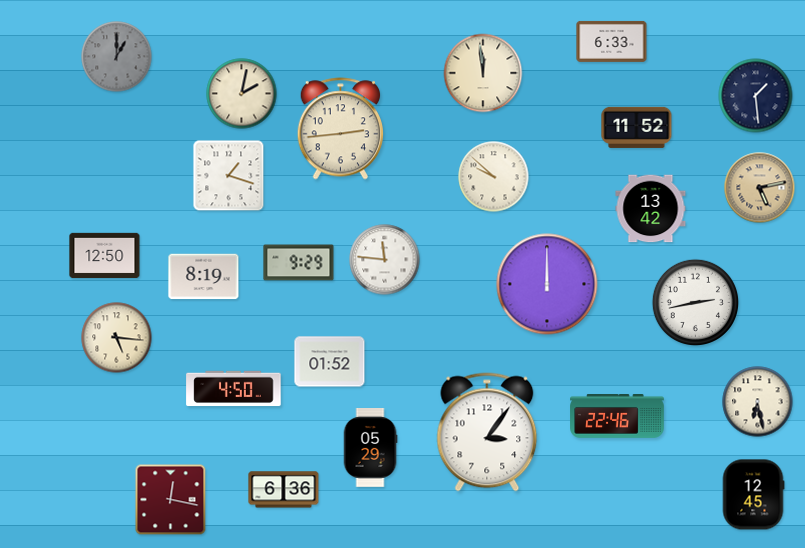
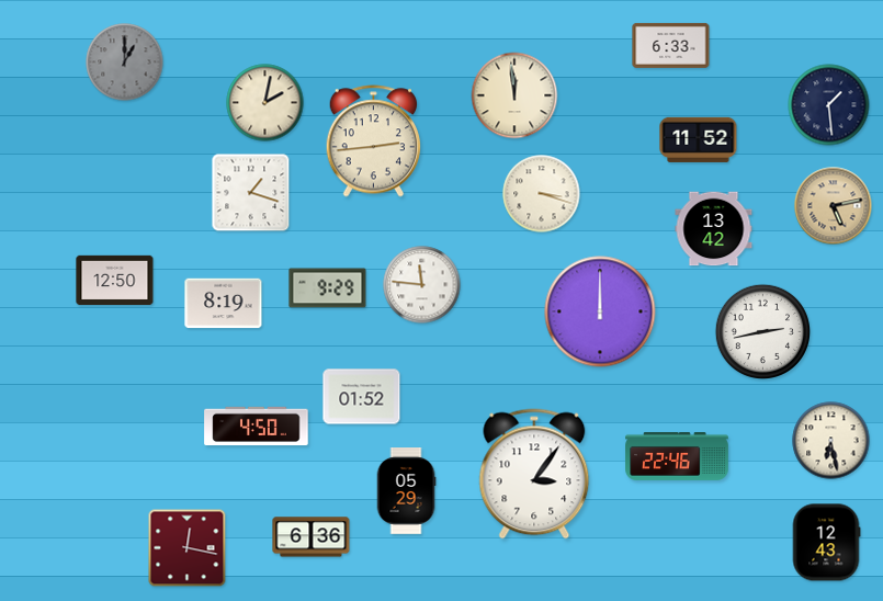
clock at (117, 57) position: (117, 57) -> (125, 63)
clock at (483, 73) position: (483, 73) -> (514, 95)
clock at (494, 177): 9:52 -> 3:18
clock at (117, 338): 5:16 -> none
clock at (753, 495): 12:45 -> 12:43
